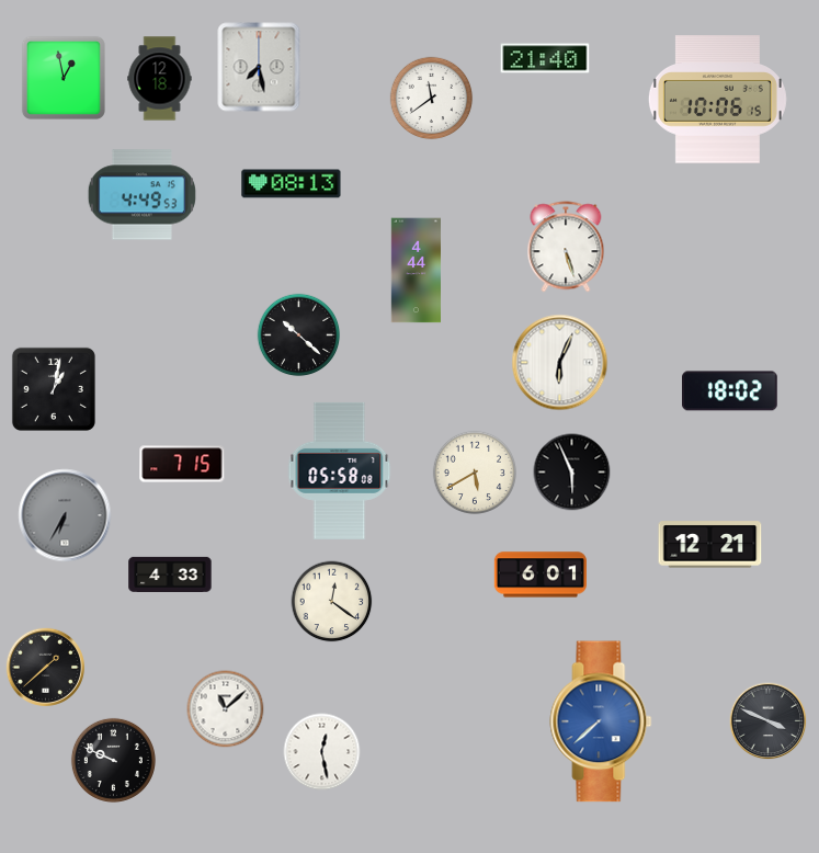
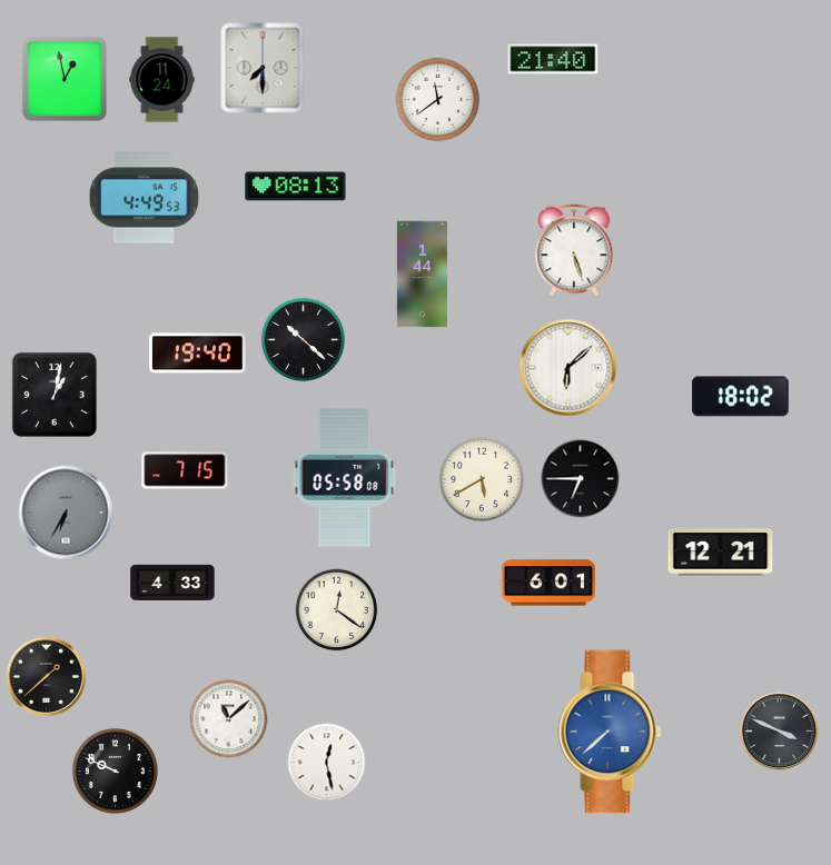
clock at (259, 67): 7:28 -> 7:30
clock at (160, 79): 12:18 -> 11:24
clock at (717, 100): 10:06 -> none
clock at (416, 271): 4:44 -> 1:44
clock at (198, 354): none -> 19:40
clock at (560, 363): 6:04 -> 6:08
clock at (572, 473): 5:56 -> 6:45
clock at (65, 515) position: (65, 515) -> (66, 513)
